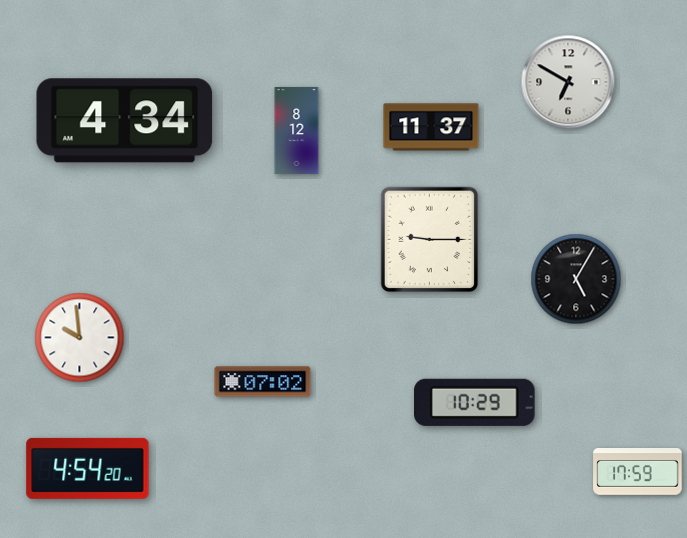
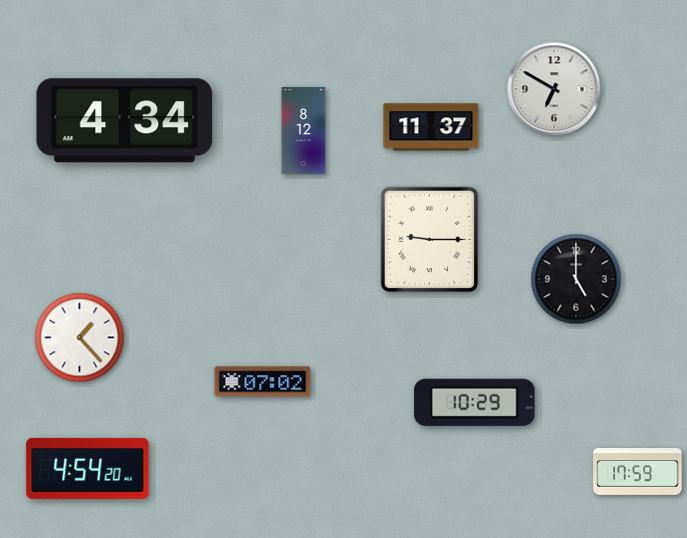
clock at (568, 82) position: (568, 82) -> (554, 89)
clock at (297, 130) position: (297, 130) -> (304, 130)
clock at (576, 279): 5:05 -> 5:00
clock at (80, 338): 9:59 -> 1:23
